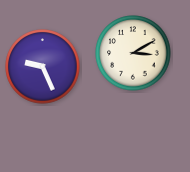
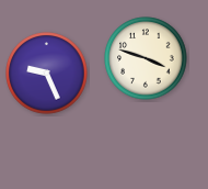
clock at (133, 53): 3:10 -> 3:48
